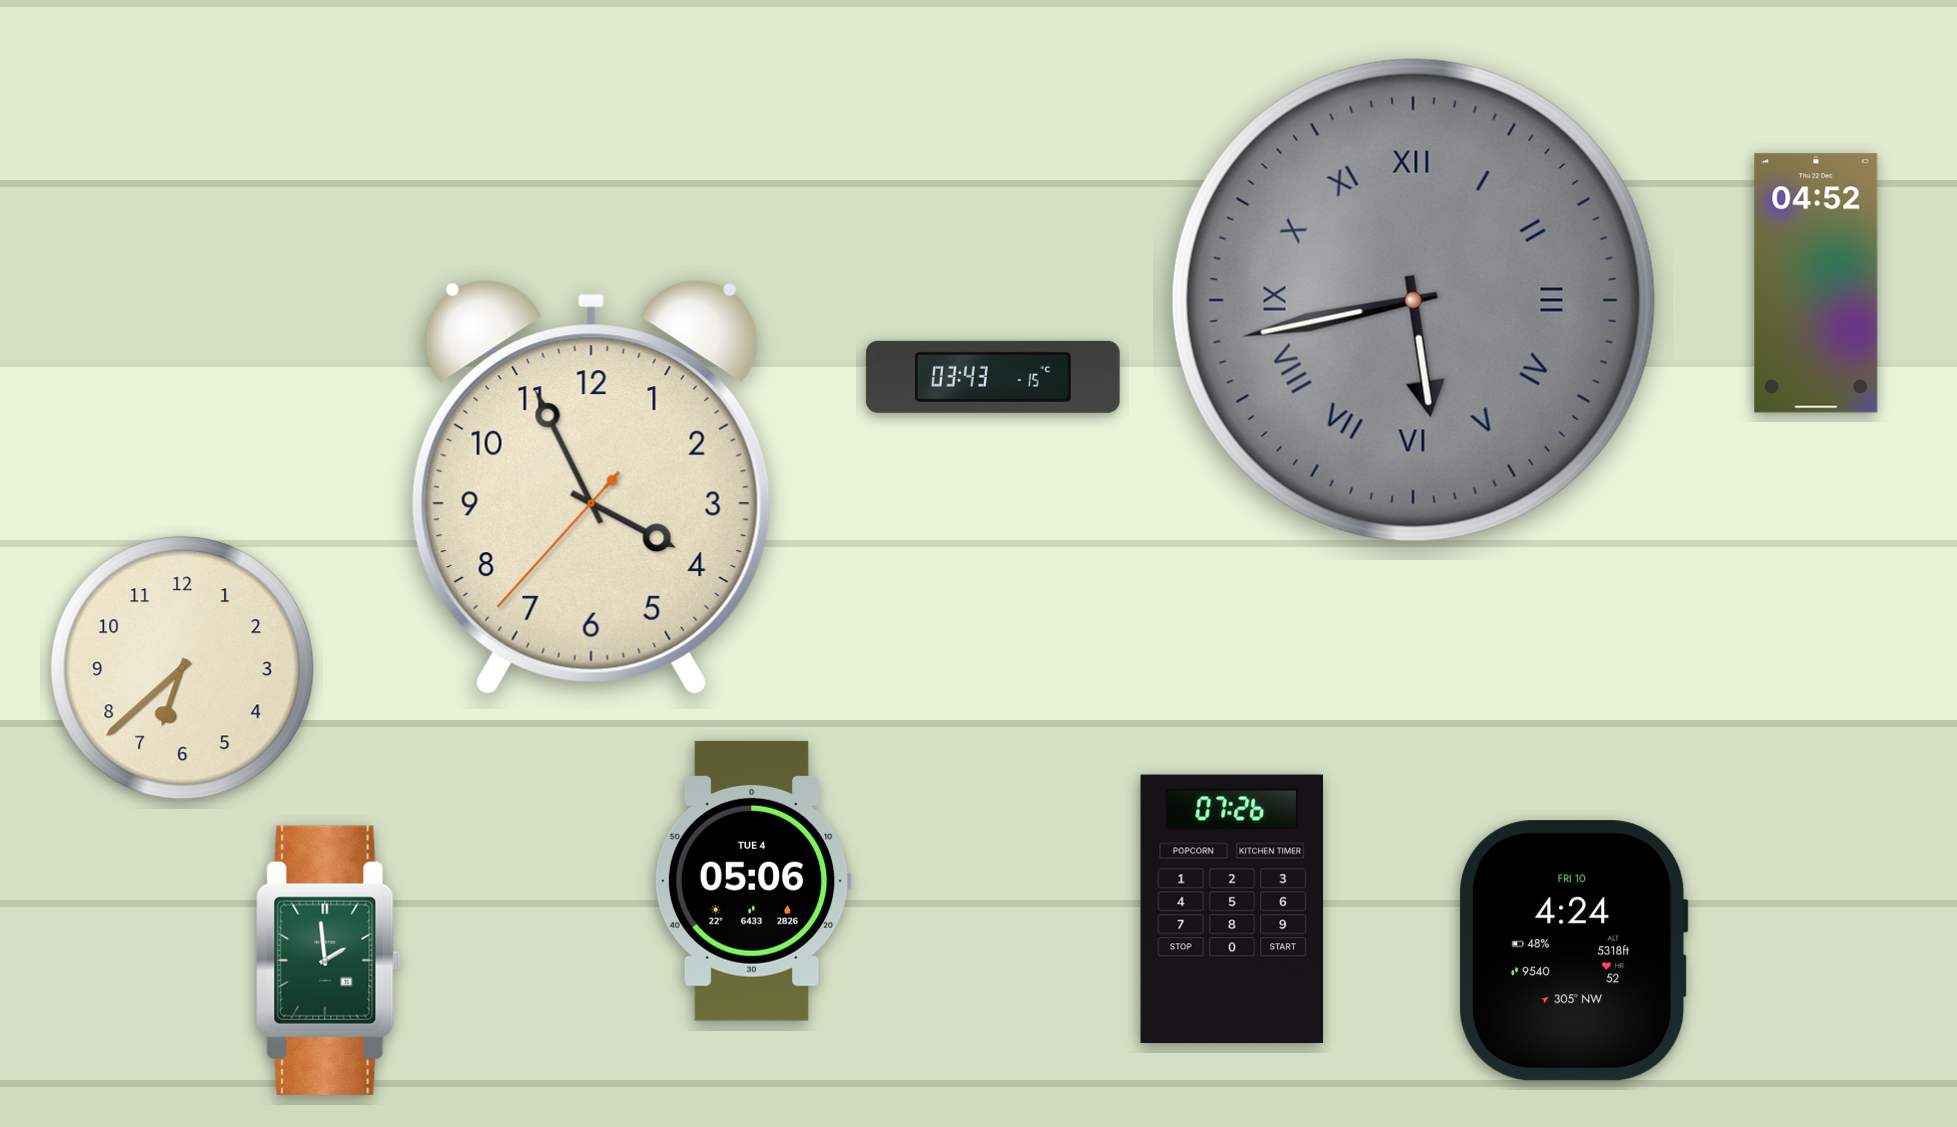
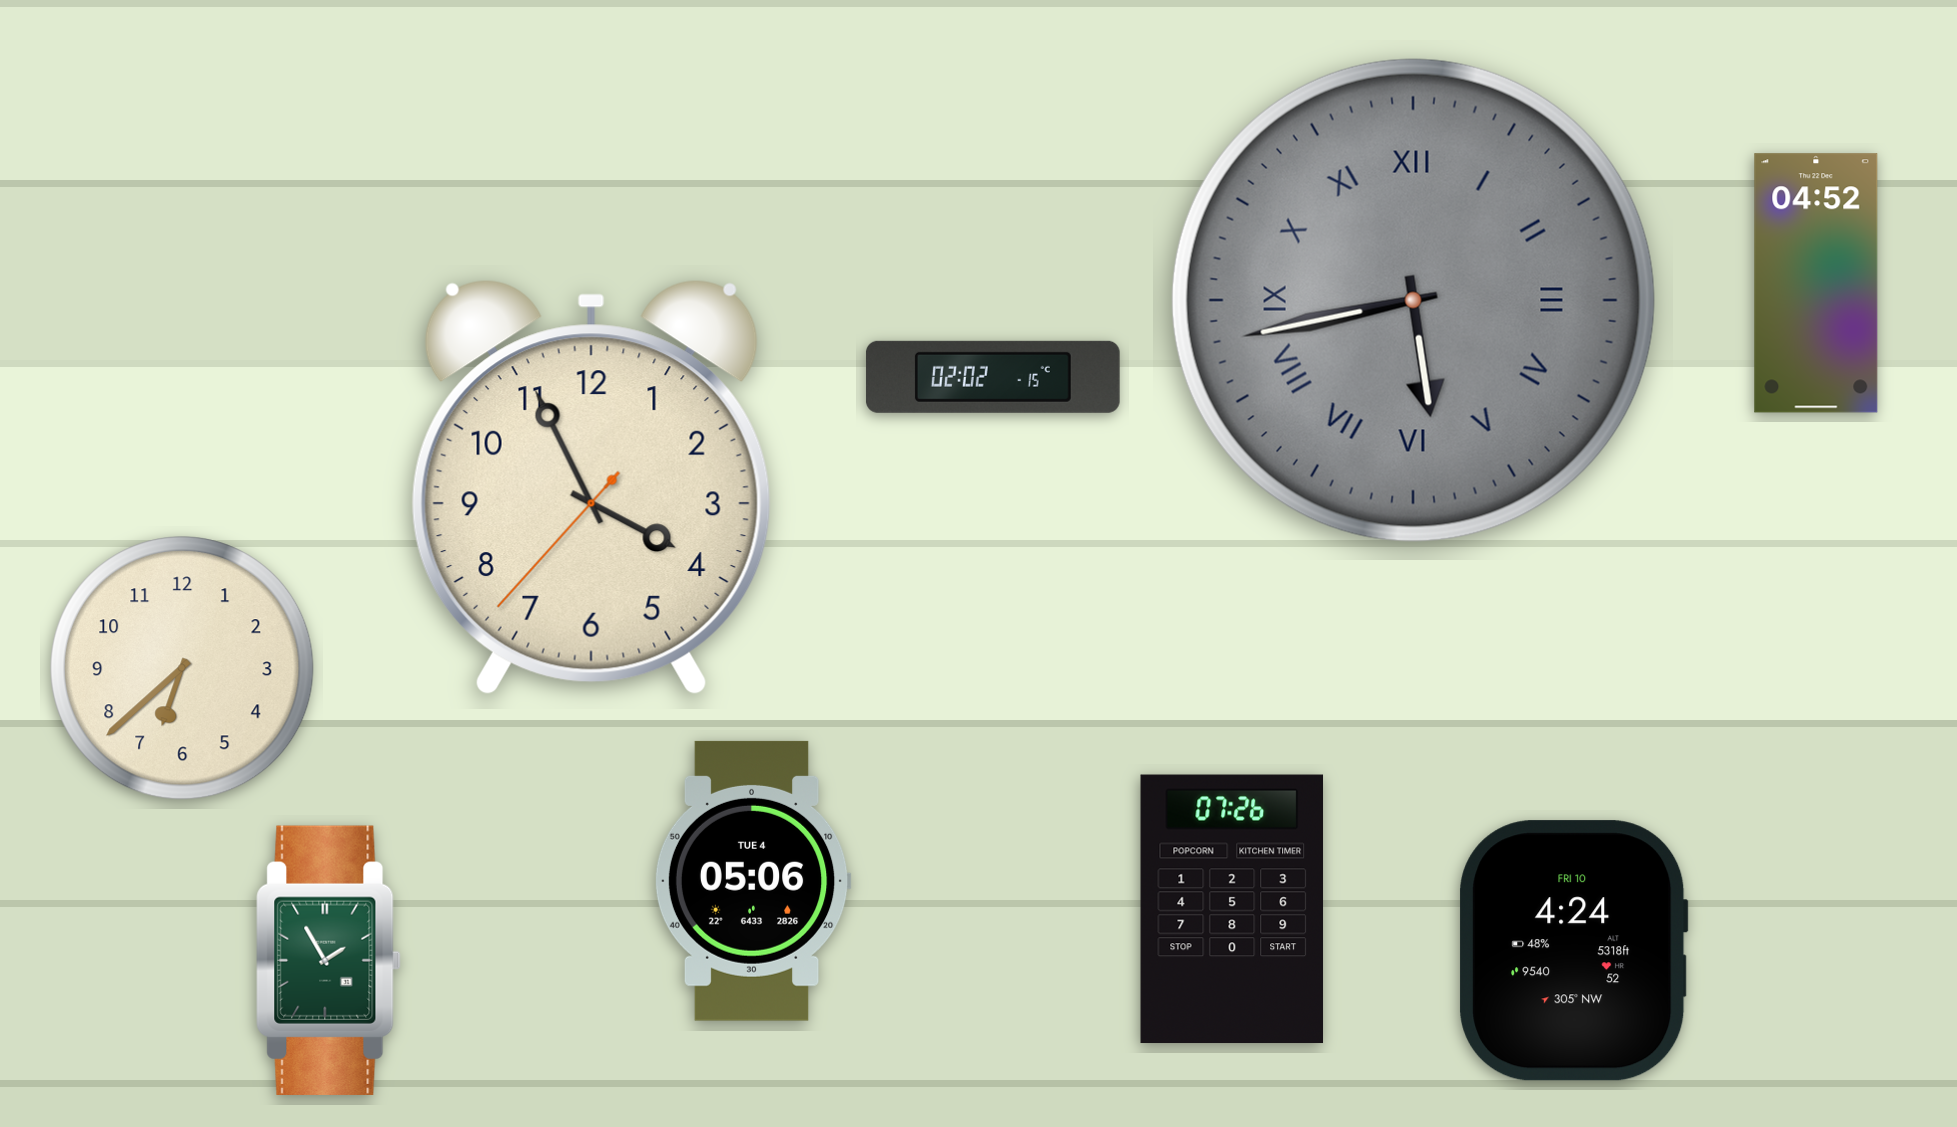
clock at (993, 377): 03:43 -> 02:02
clock at (329, 960): 1:59 -> 1:55
